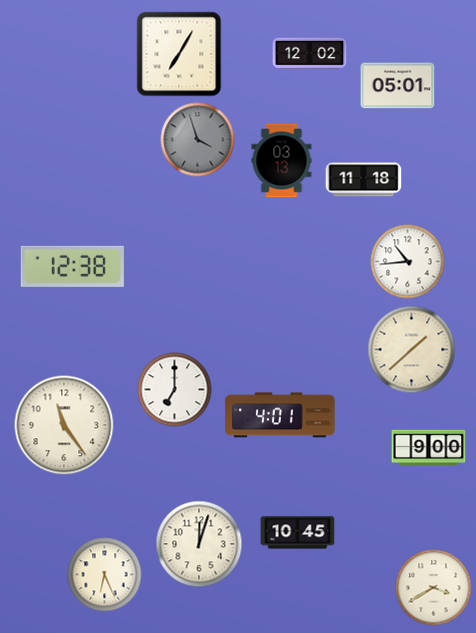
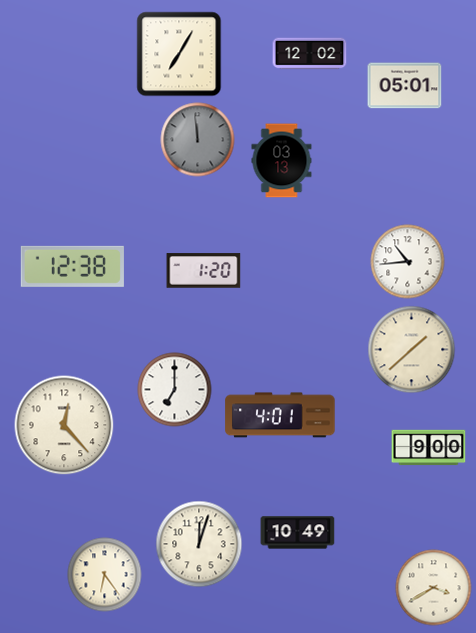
clock at (398, 86) position: (398, 86) -> (405, 86)
clock at (198, 140): 3:57 -> 11:59
clock at (364, 180): 11:18 -> none
clock at (204, 271): none -> 1:20
clock at (64, 425): 11:24 -> 12:23
clock at (298, 533): 10:45 -> 10:49
clock at (105, 575): 6:26 -> 6:24
